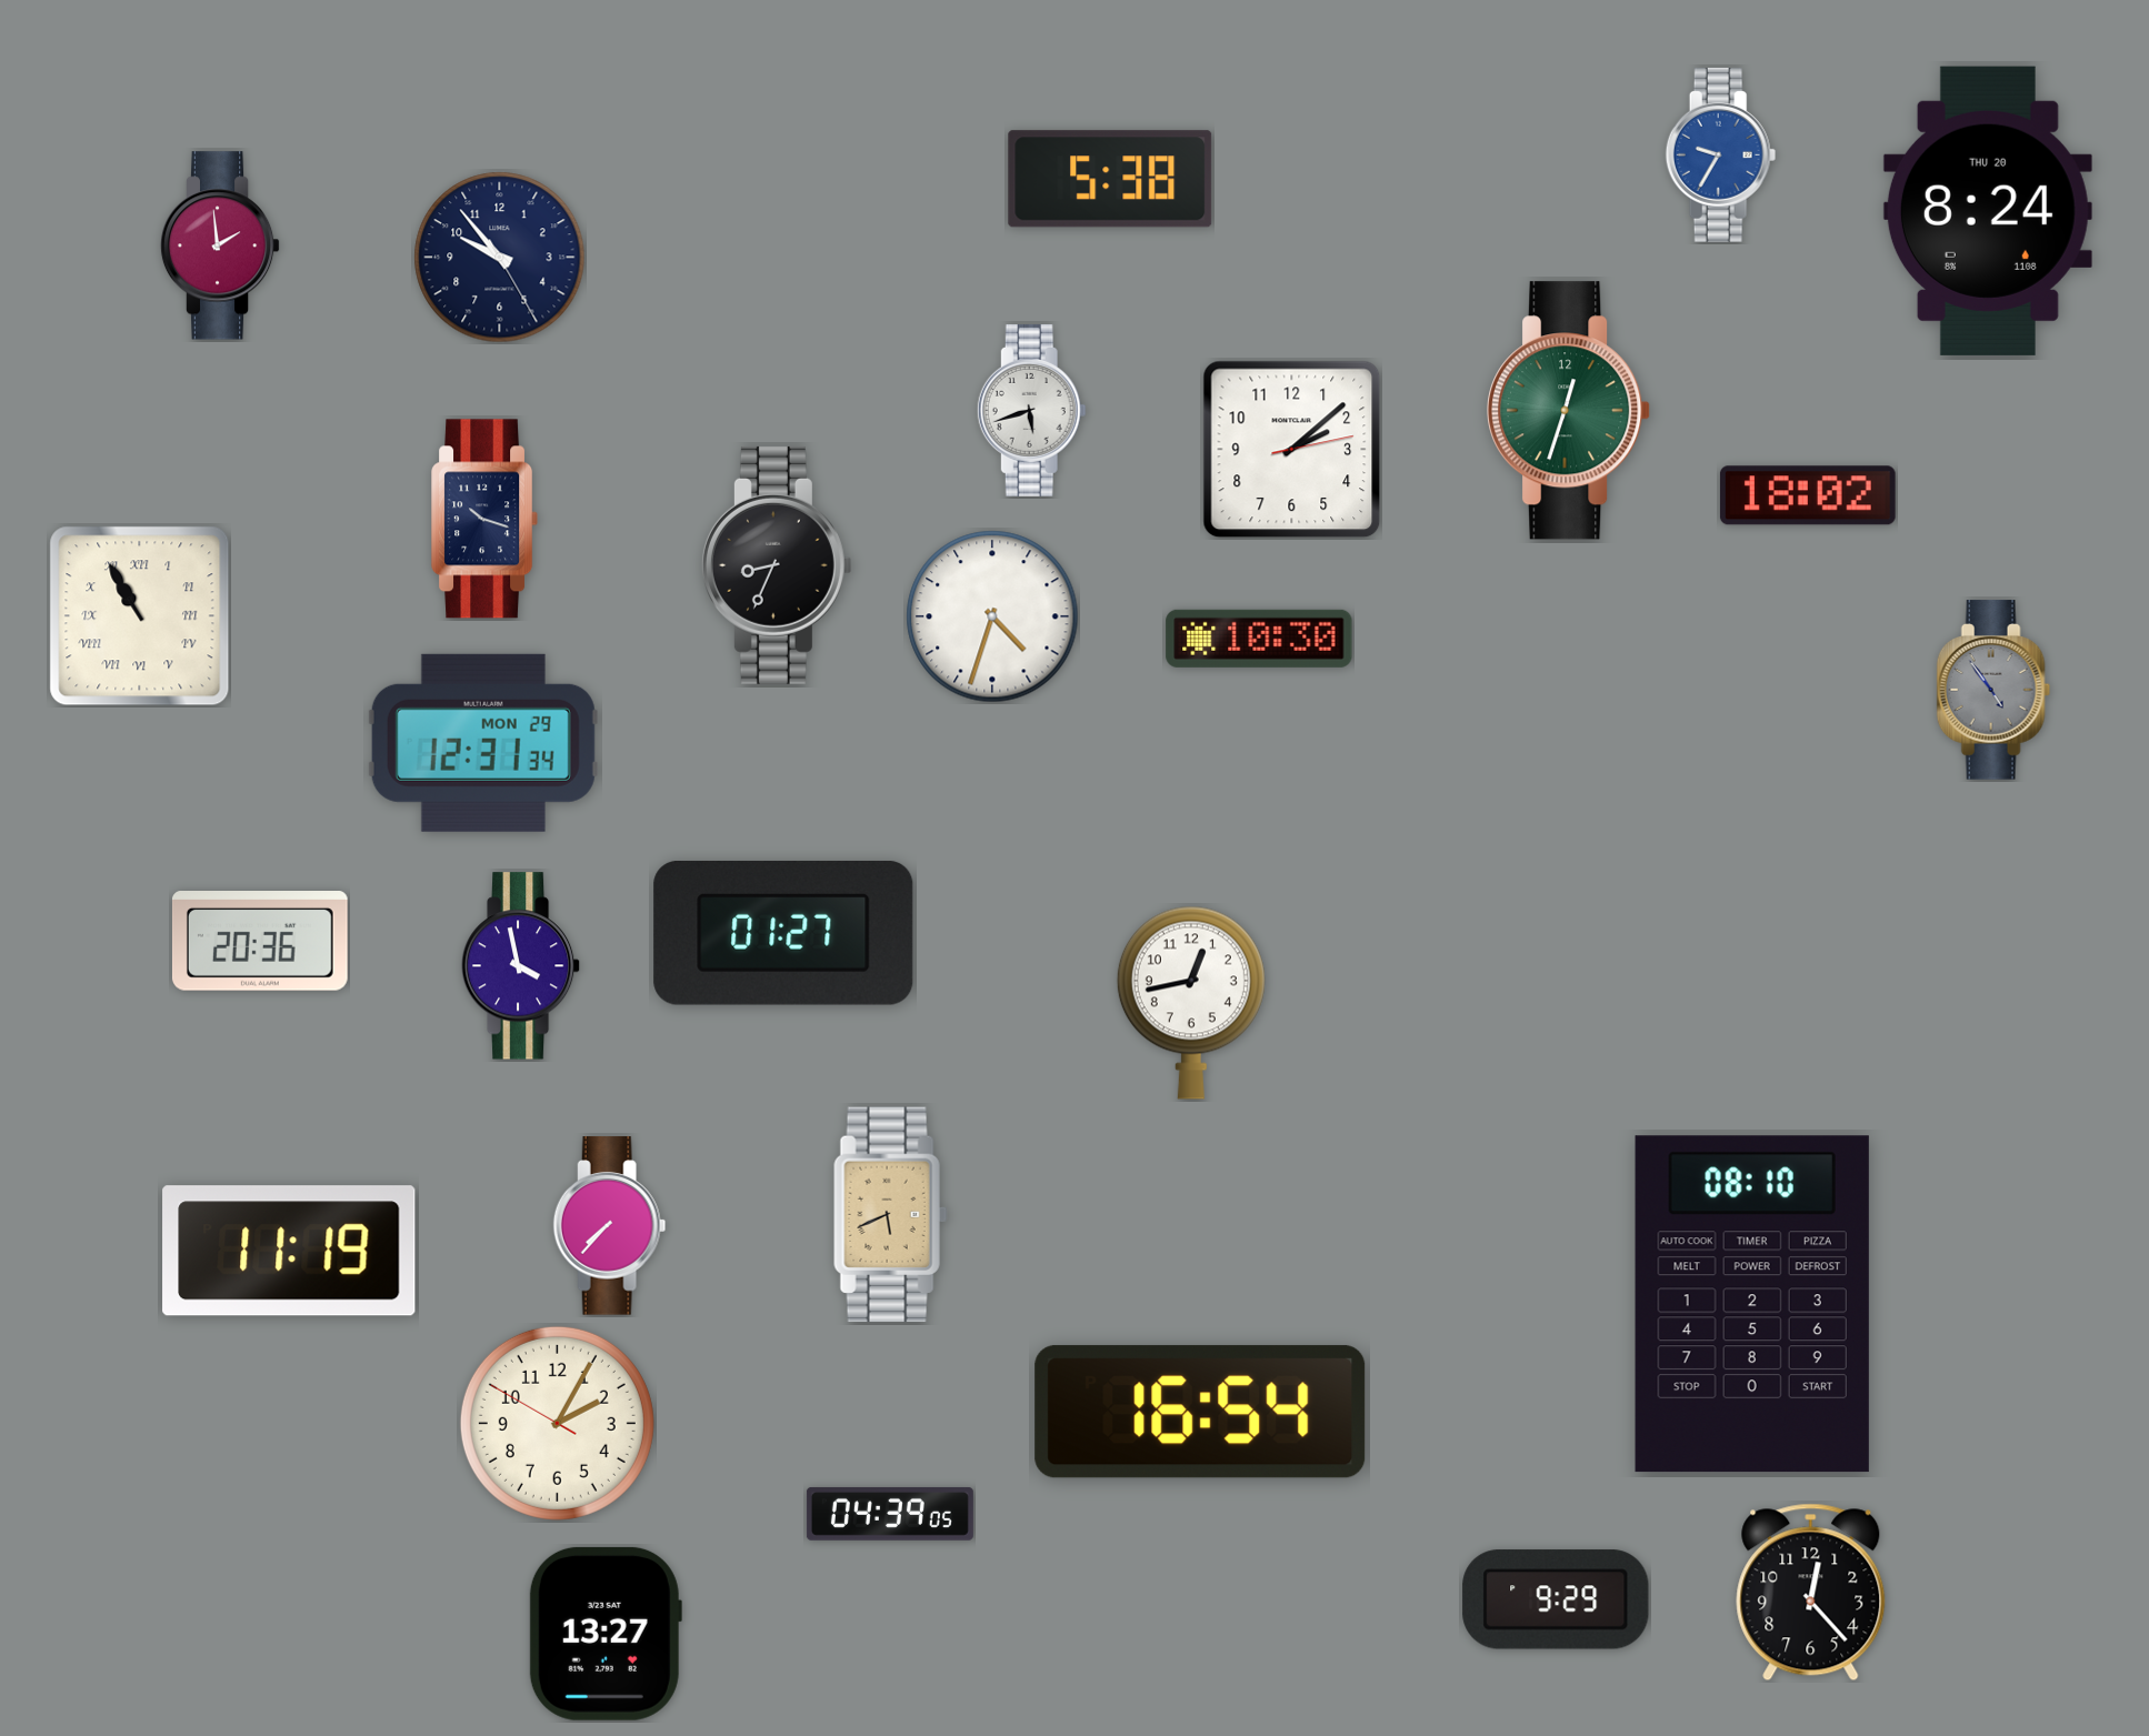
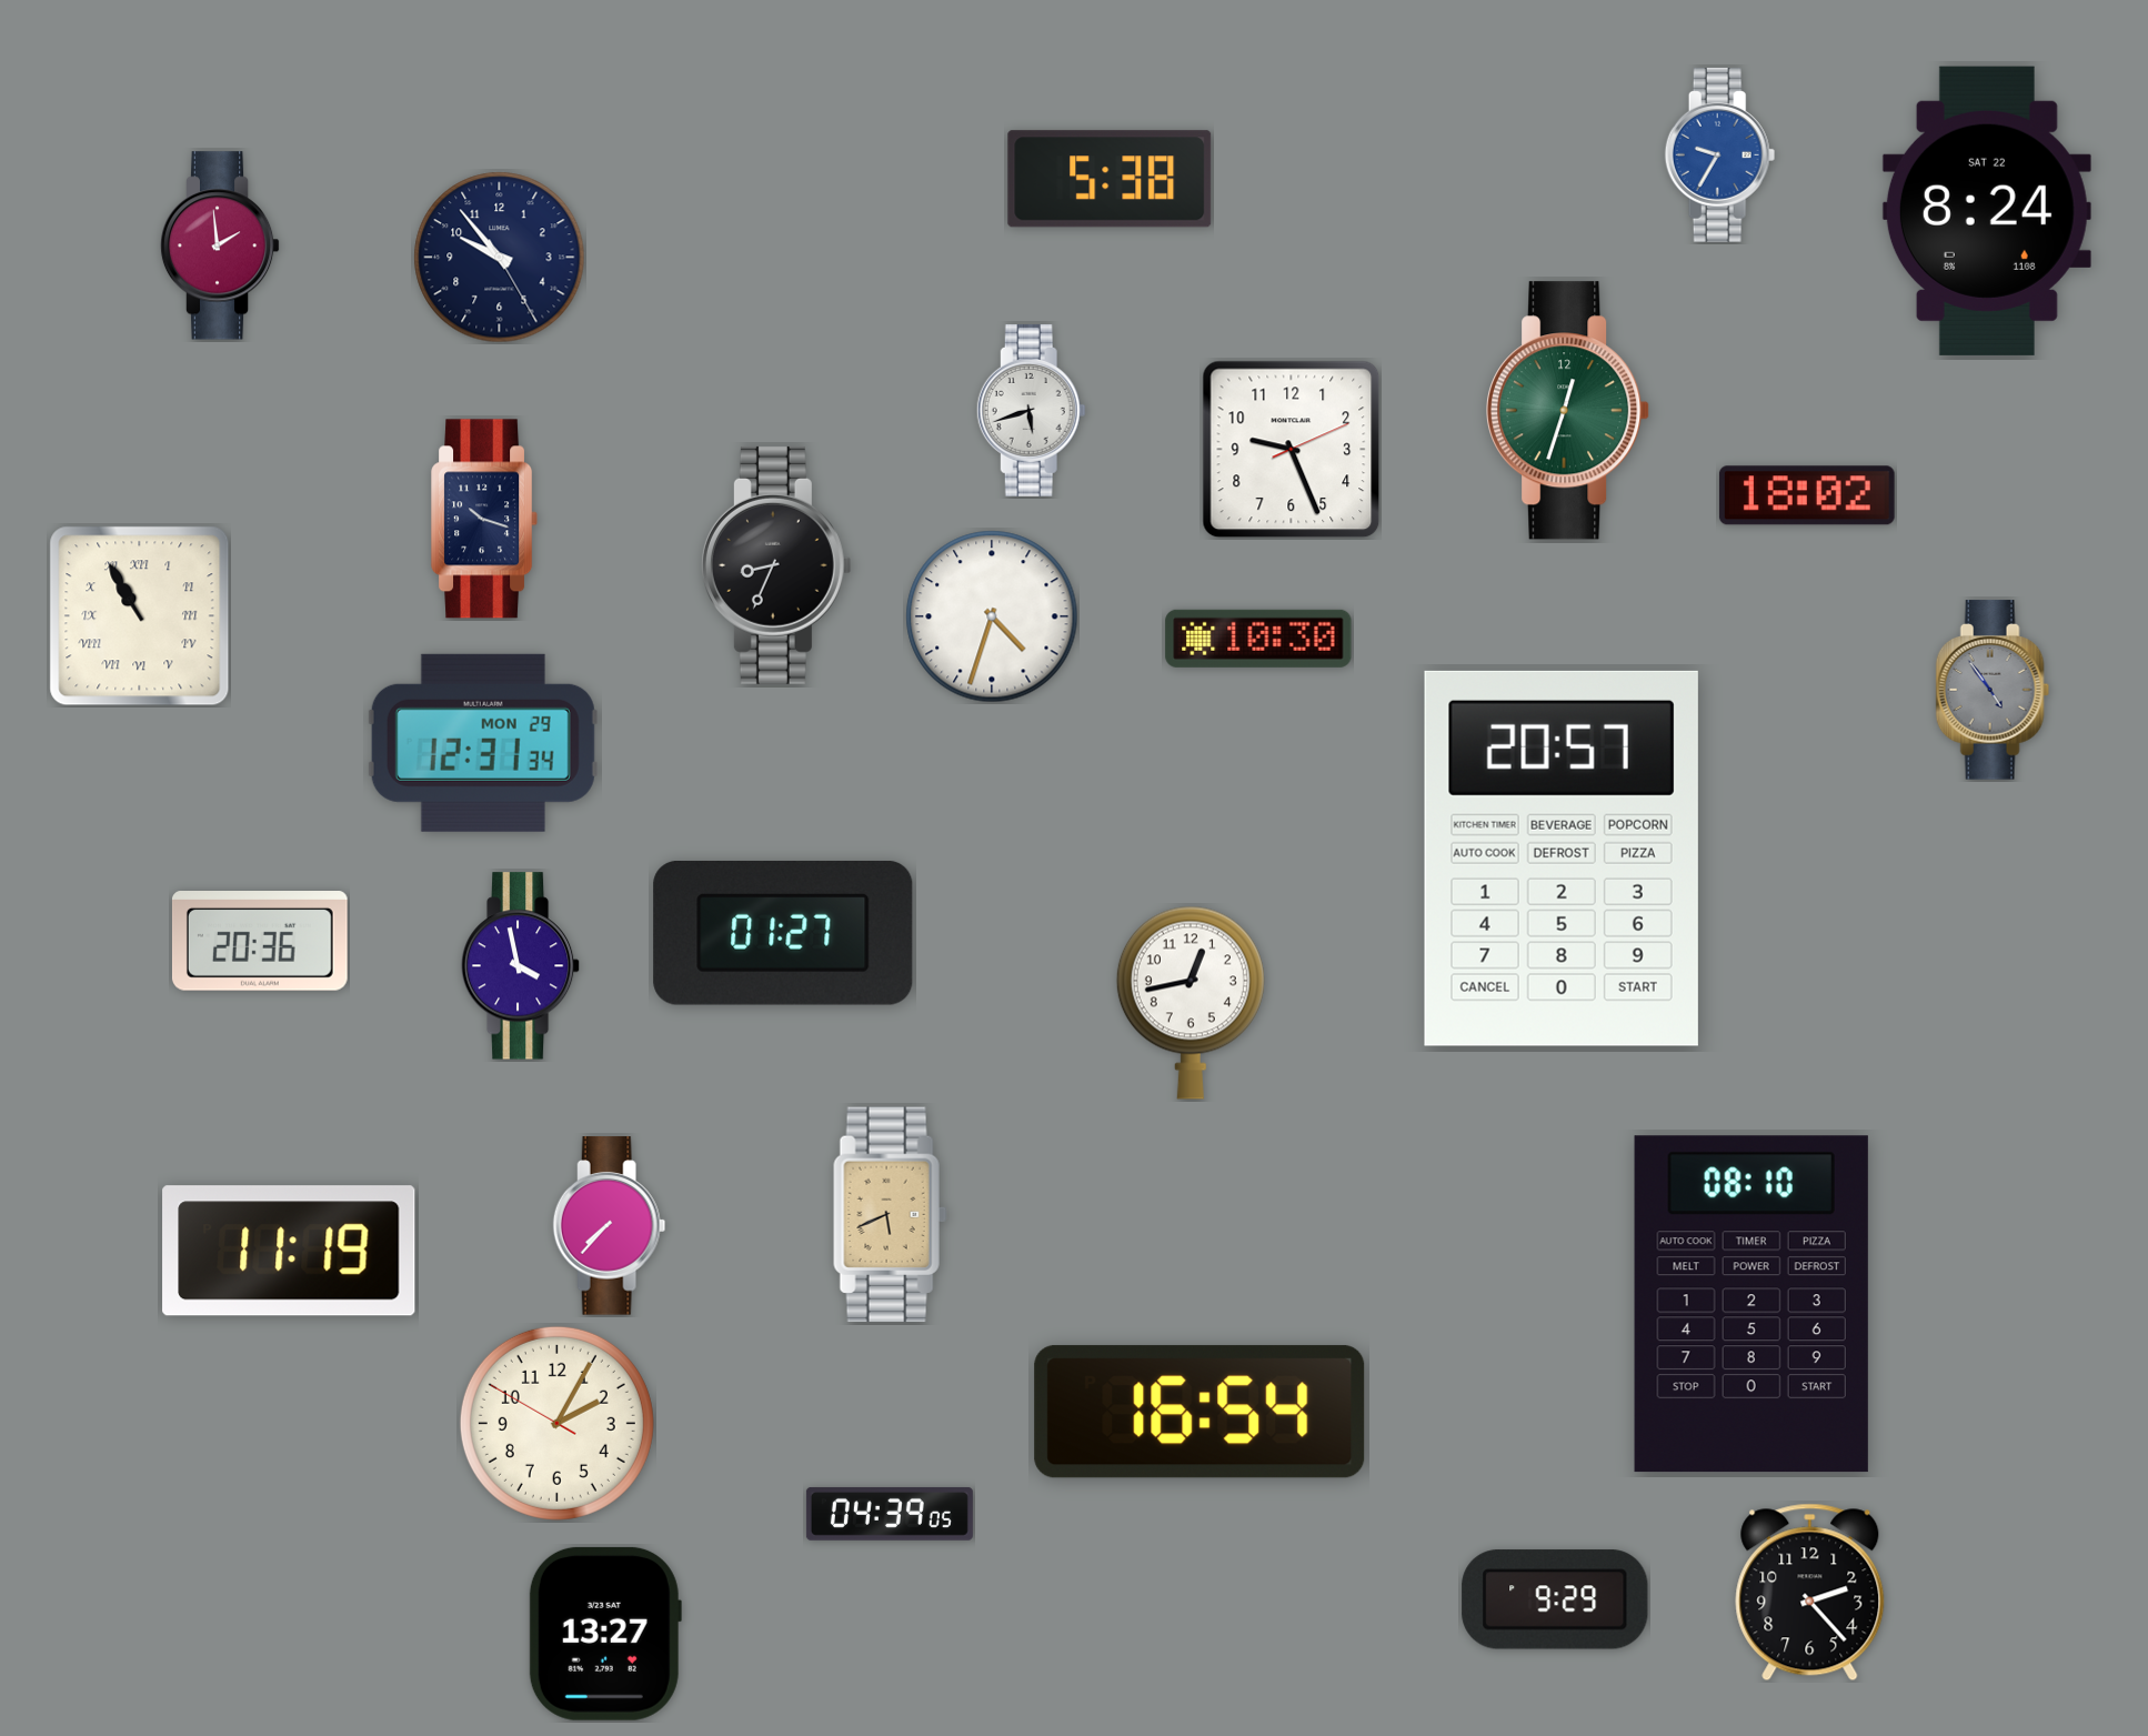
clock at (1988, 211) date: THU 20 -> SAT 22
clock at (1292, 450): 2:08 -> 9:26
clock at (1562, 859): none -> 20:57
clock at (1811, 1593): 12:23 -> 2:23
